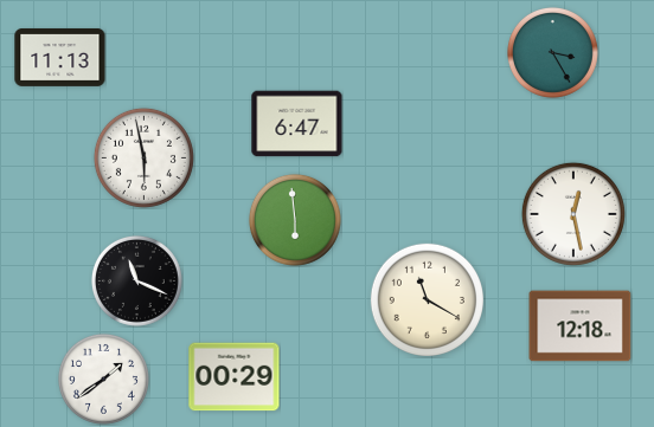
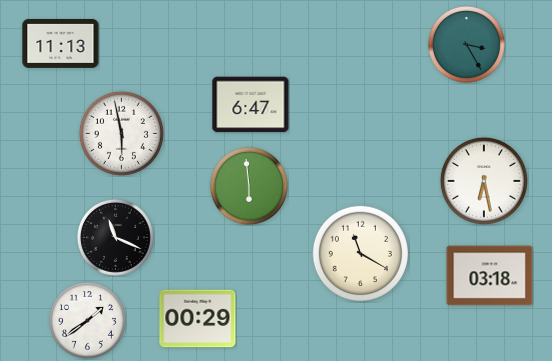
clock at (60, 57) position: (60, 57) -> (61, 43)
clock at (573, 214): 12:28 -> 6:28
clock at (581, 326): 12:18 -> 03:18
